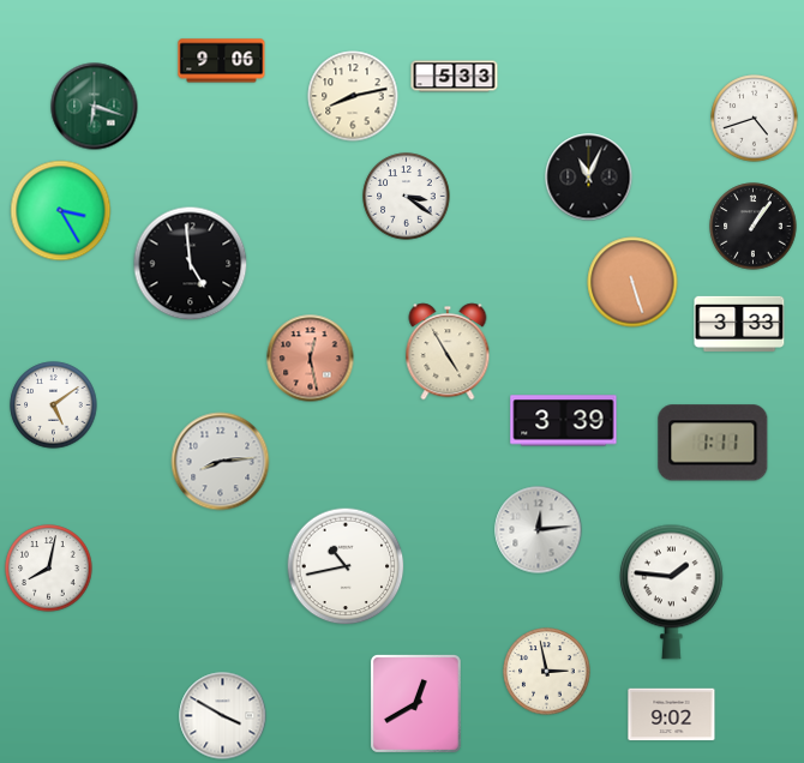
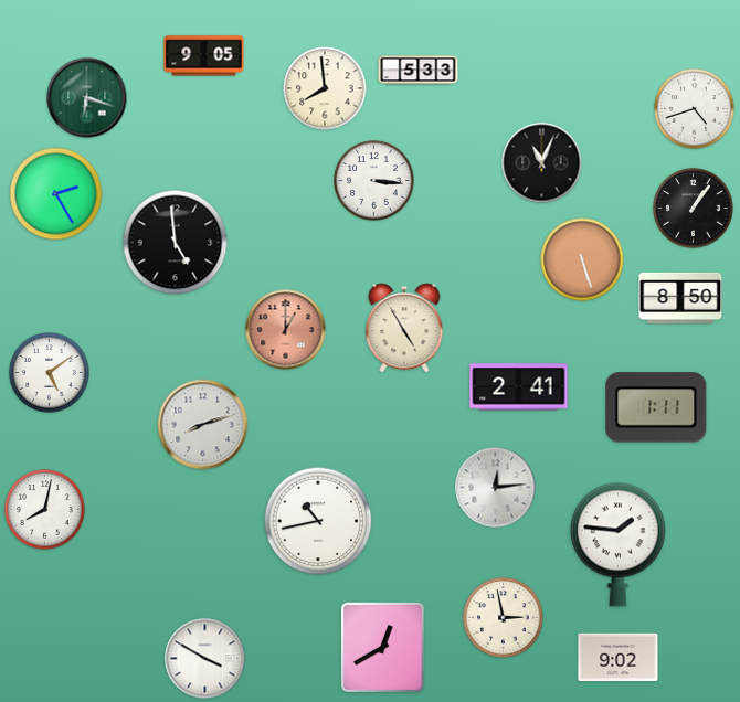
clock at (222, 61): 9:06 -> 9:05
clock at (353, 96): 8:13 -> 7:59
clock at (407, 197): 3:21 -> 3:16
clock at (61, 211): 3:25 -> 2:25
clock at (739, 324): 3:33 -> 8:50
clock at (448, 352) position: (448, 352) -> (404, 328)
clock at (311, 359): 12:28 -> 1:00
clock at (564, 421): 3:39 -> 2:41
clock at (221, 462): 8:14 -> 8:12
clock at (49, 569) position: (49, 569) -> (45, 510)
